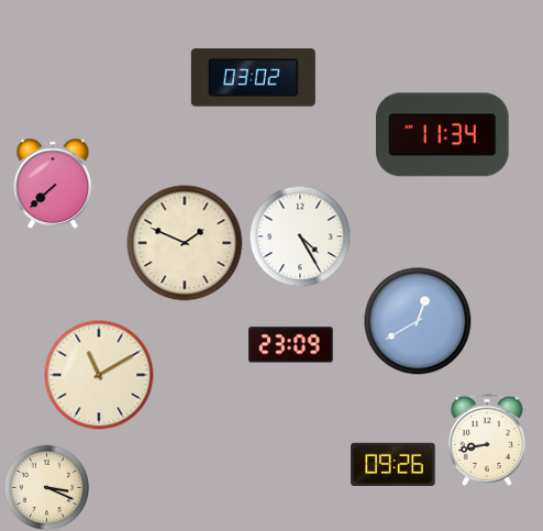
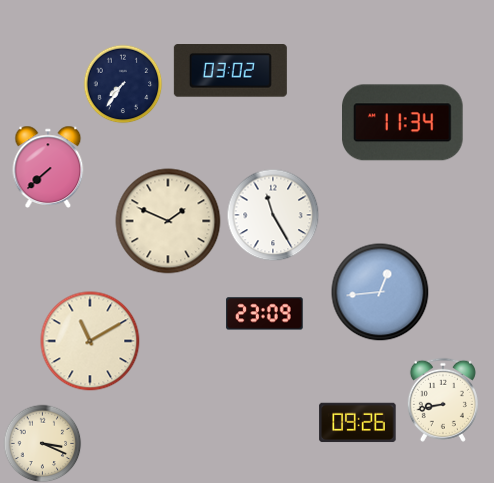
clock at (123, 84): none -> 7:36
clock at (300, 236): 4:25 -> 11:25
clock at (418, 321): 12:40 -> 12:44
